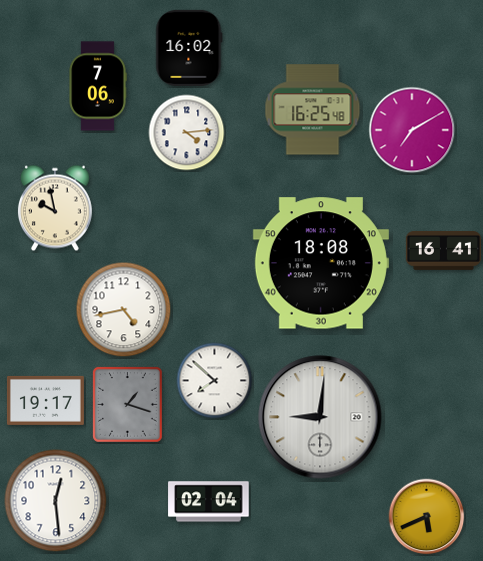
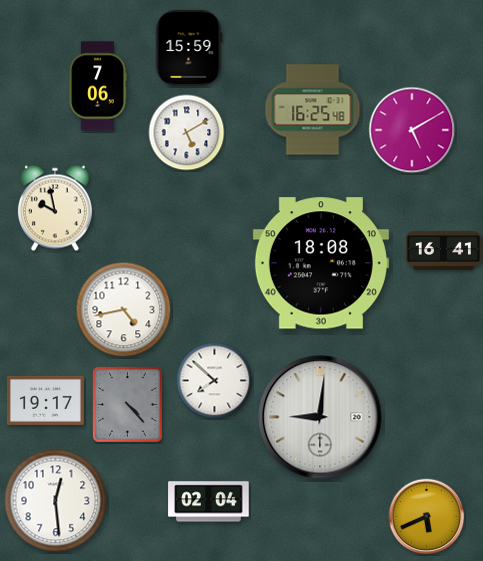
clock at (189, 48): 16:02 -> 15:59
clock at (412, 130): 7:10 -> 5:10
clock at (187, 133): 4:14 -> 5:10
clock at (127, 404): 1:18 -> 4:23
